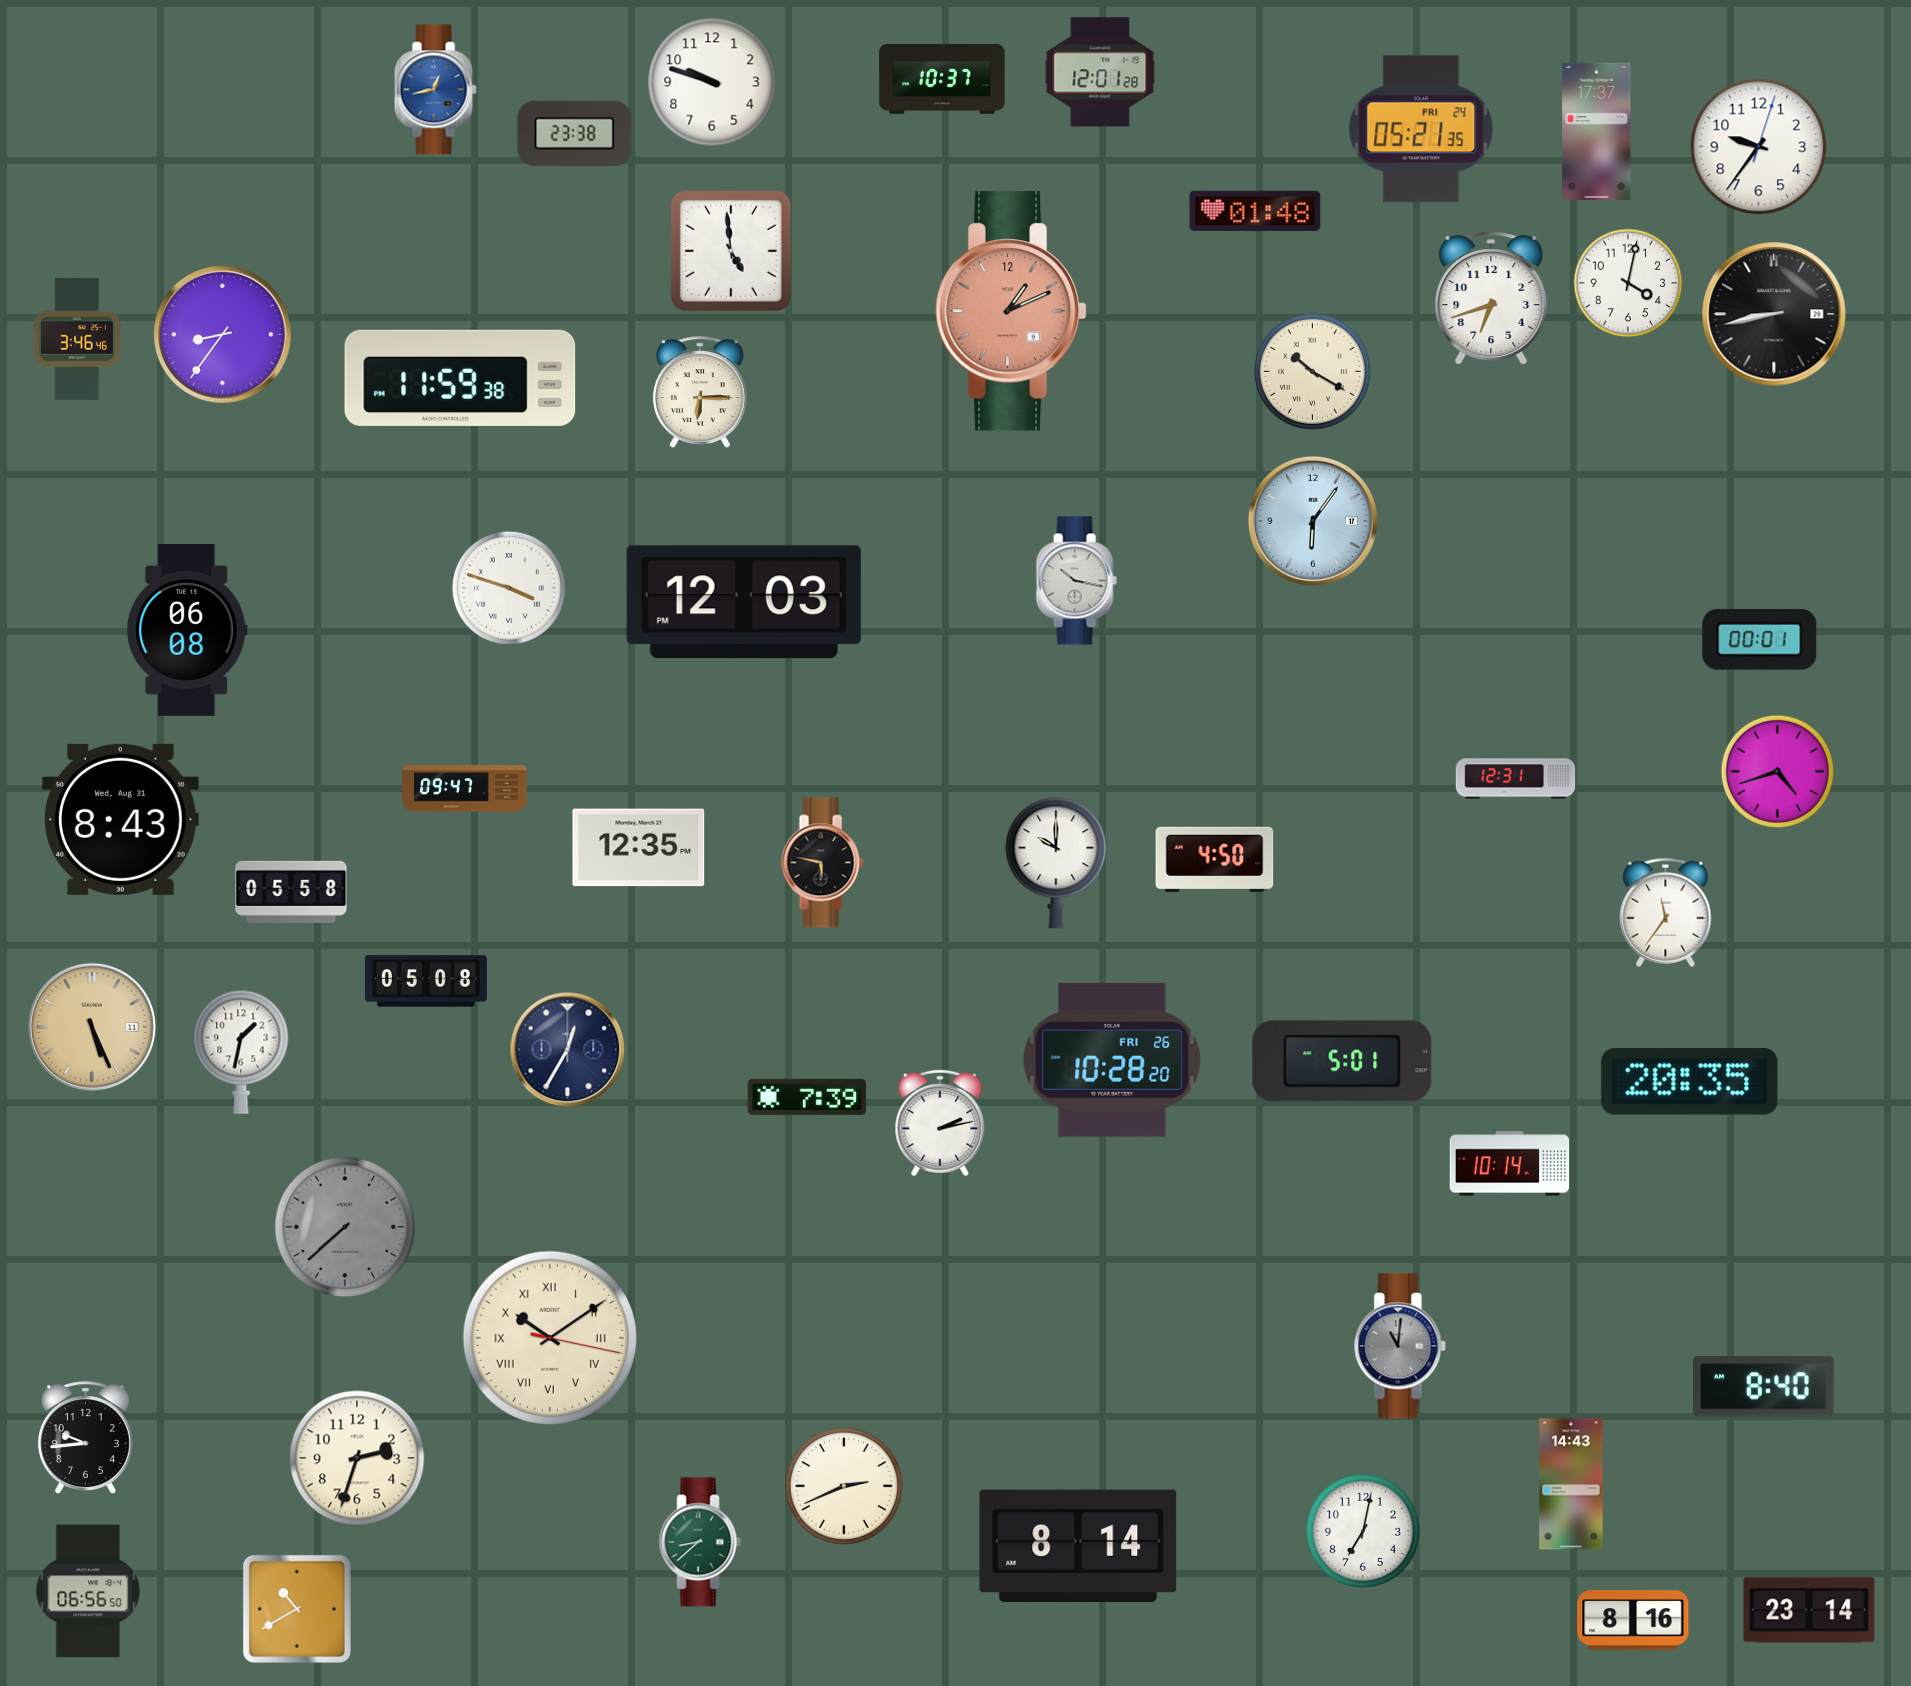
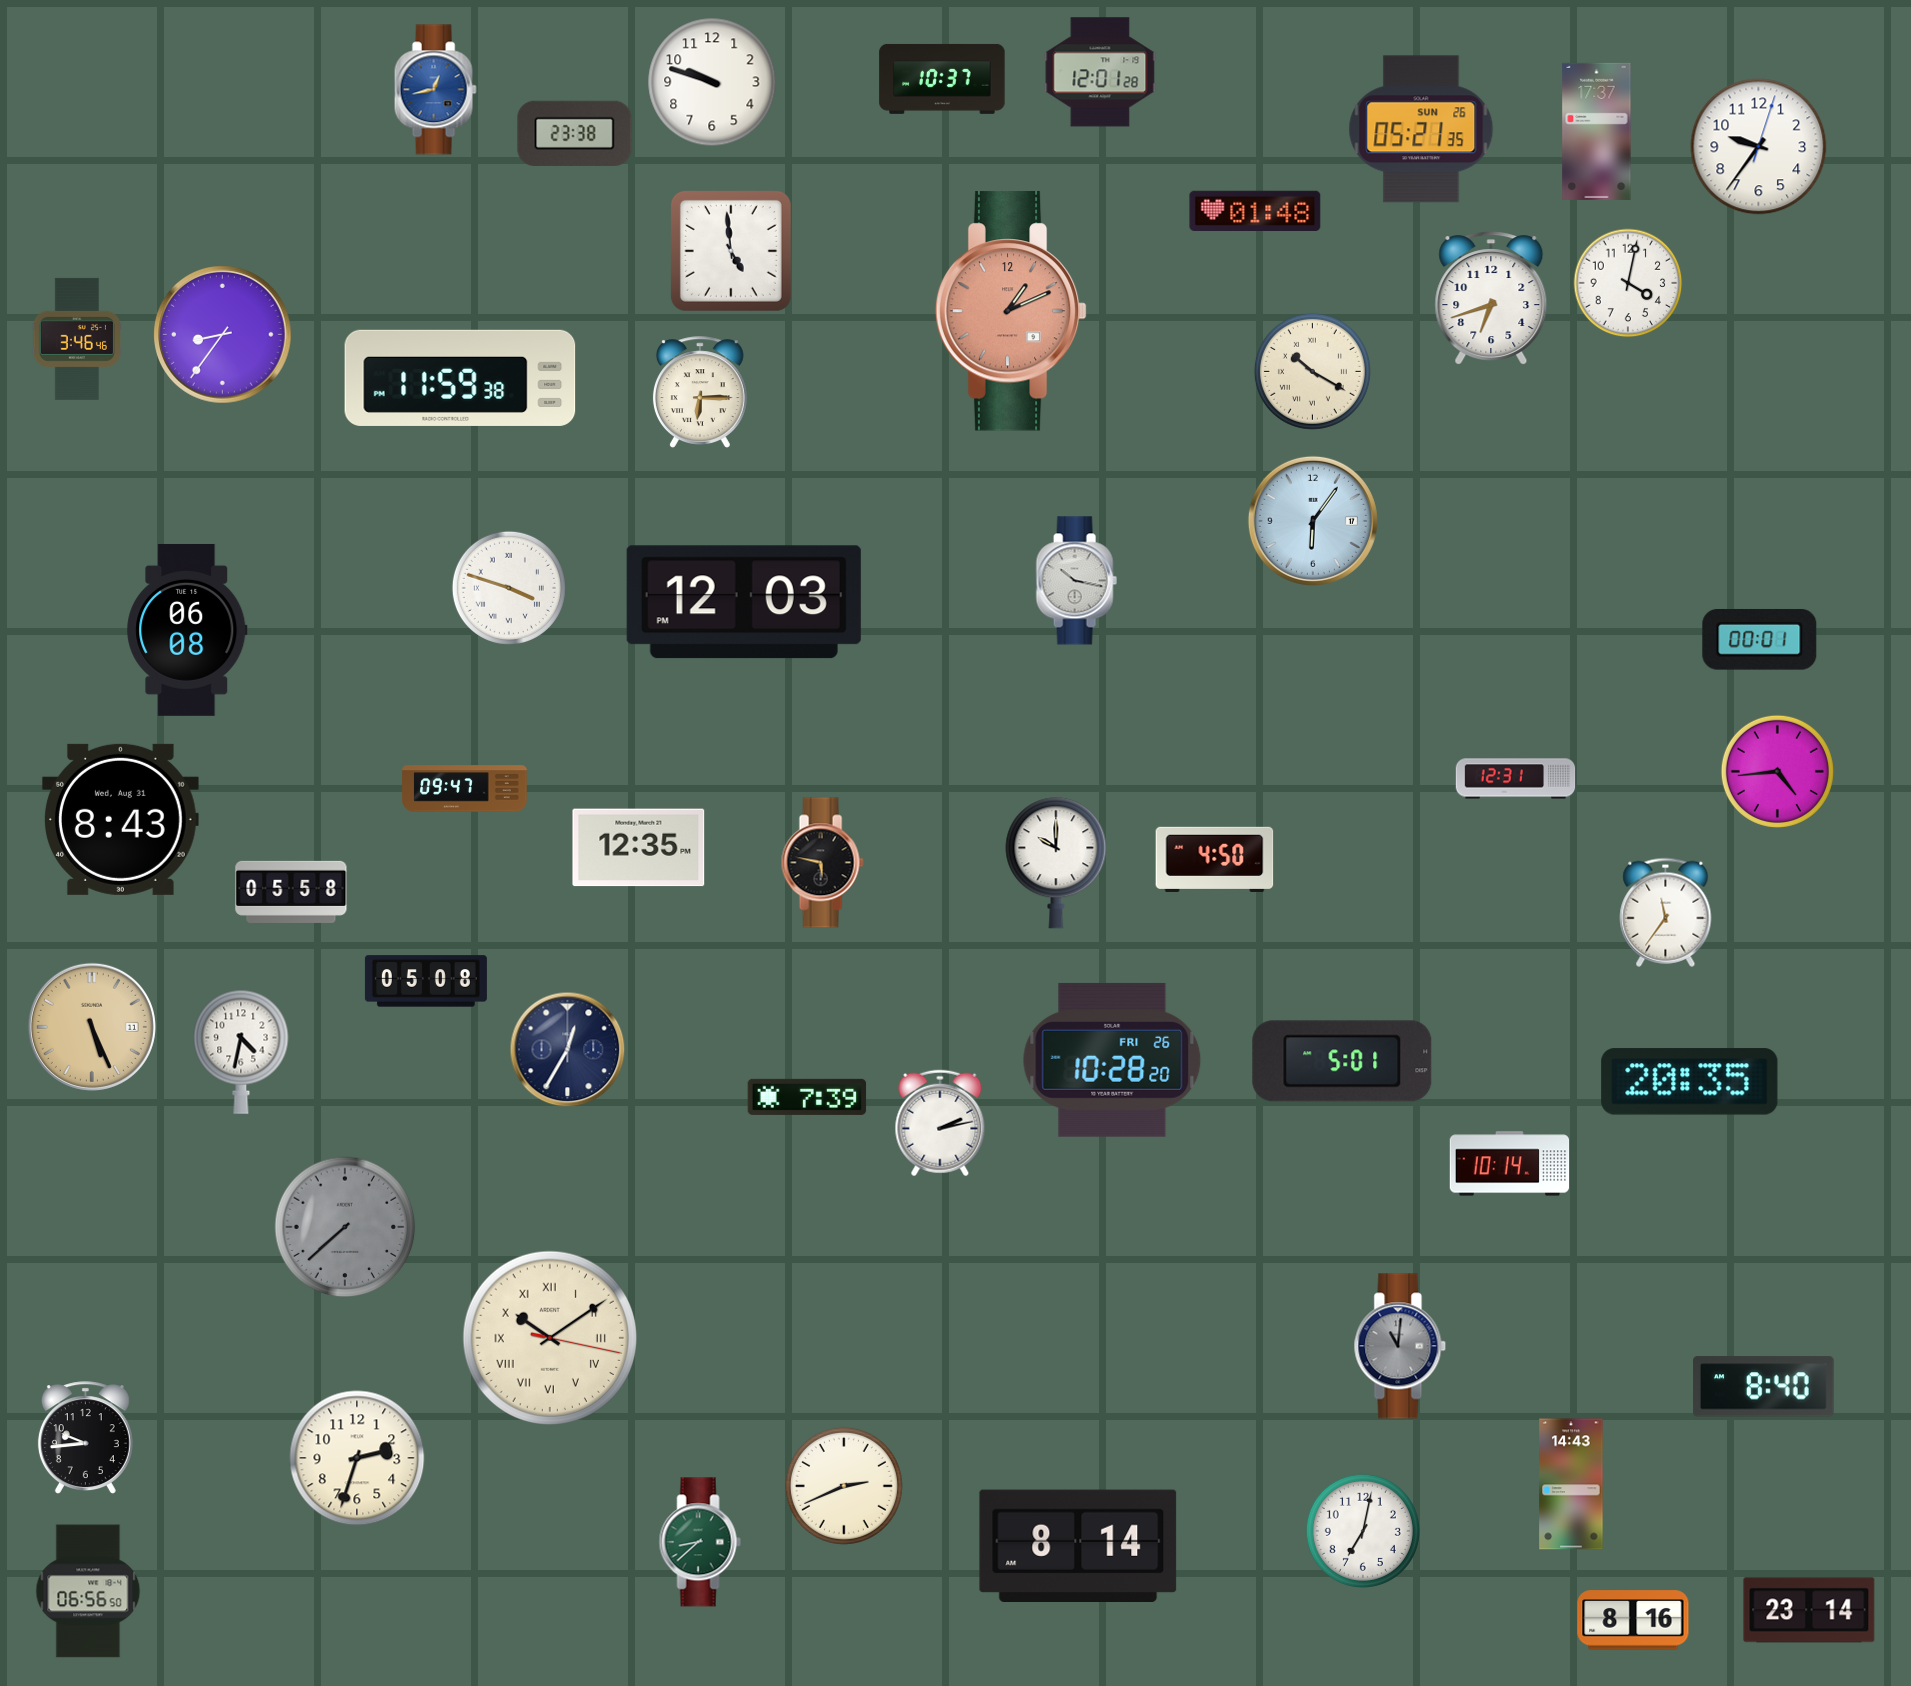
clock at (1421, 129) date: FRI 24 -> SUN 26
clock at (1774, 314): 8:43 -> none
clock at (1777, 771): 4:42 -> 4:44
clock at (241, 1052): 1:32 -> 4:32
clock at (297, 1609): 10:40 -> none
